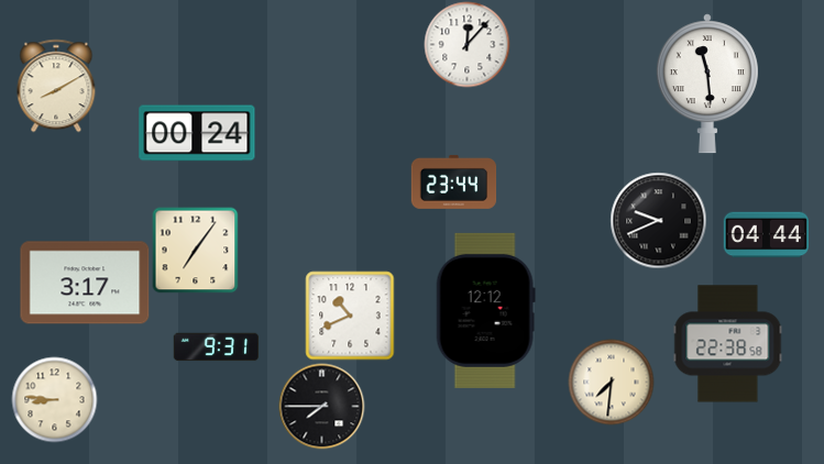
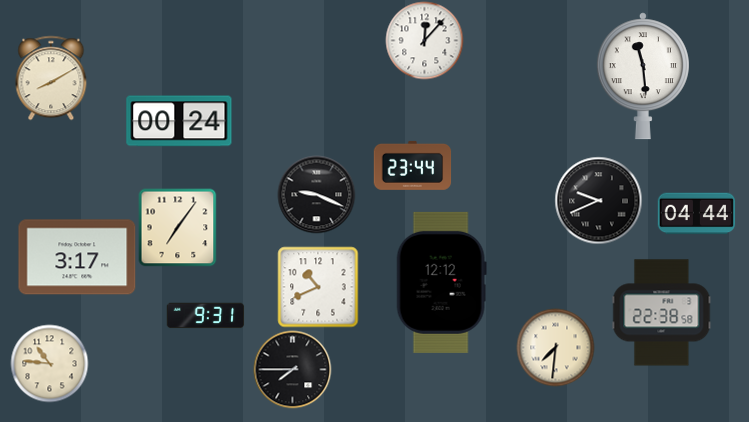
clock at (316, 194): none -> 9:19
clock at (216, 347) position: (216, 347) -> (205, 316)
clock at (54, 399): 8:46 -> 10:46
